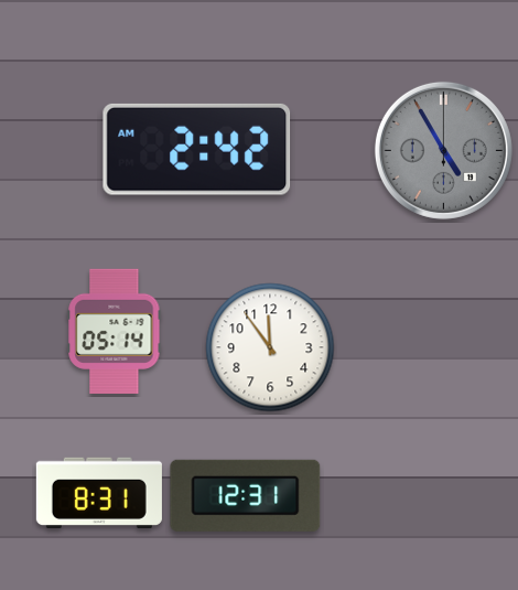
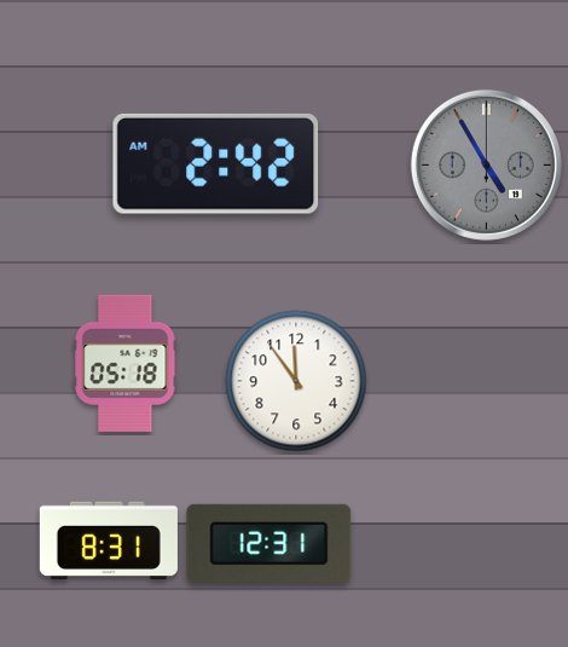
clock at (115, 331): 05:14 -> 05:18
